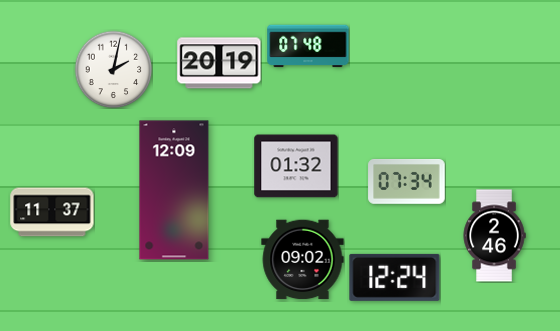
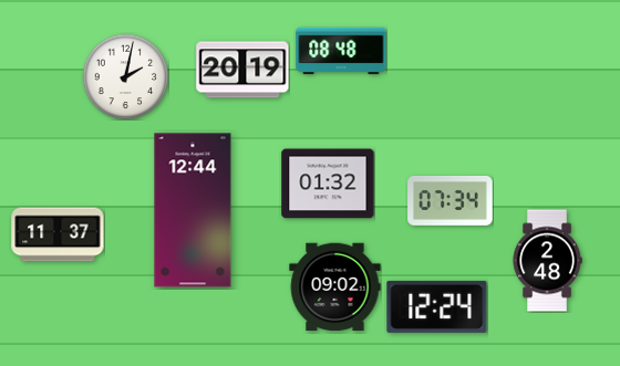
clock at (308, 46): 07:48 -> 08:48
clock at (174, 190): 12:09 -> 12:44
clock at (494, 236): 2:46 -> 2:48
